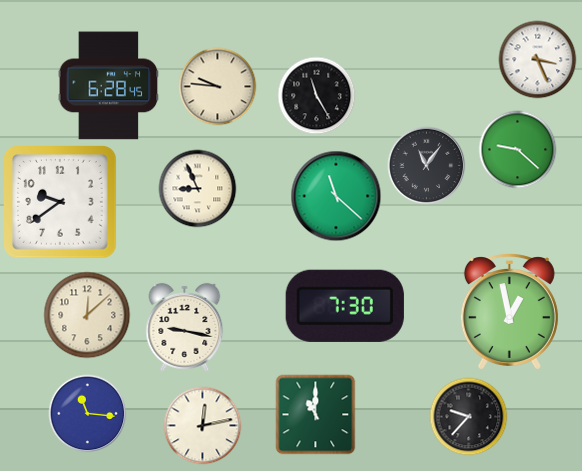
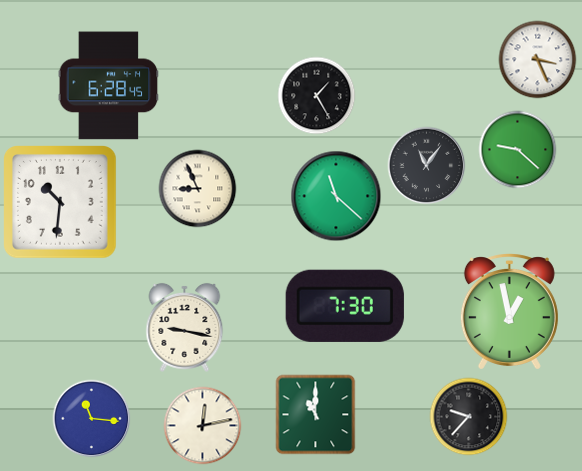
clock at (217, 86): 9:46 -> none
clock at (316, 95): 11:25 -> 1:25
clock at (61, 203): 9:39 -> 10:31
clock at (87, 315): 12:08 -> none
clock at (87, 413) position: (87, 413) -> (91, 418)
